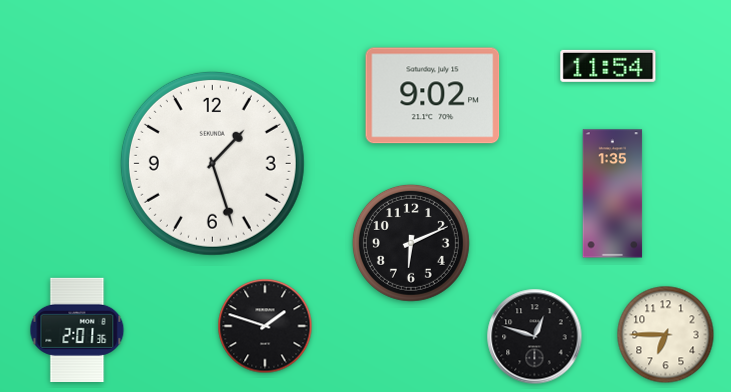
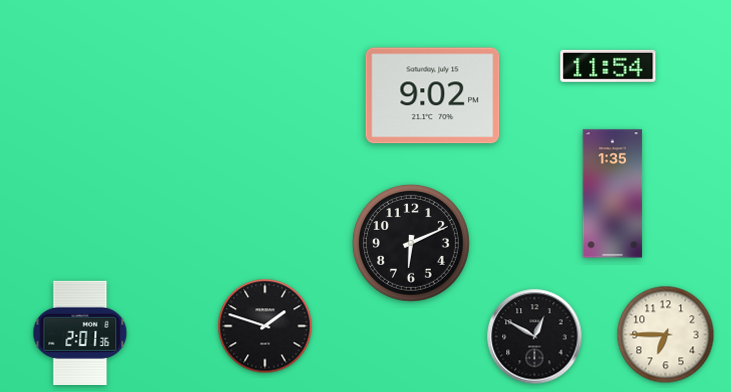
clock at (212, 163): 1:27 -> none
clock at (77, 330) position: (77, 330) -> (80, 333)
clock at (535, 337): 12:48 -> 12:50
